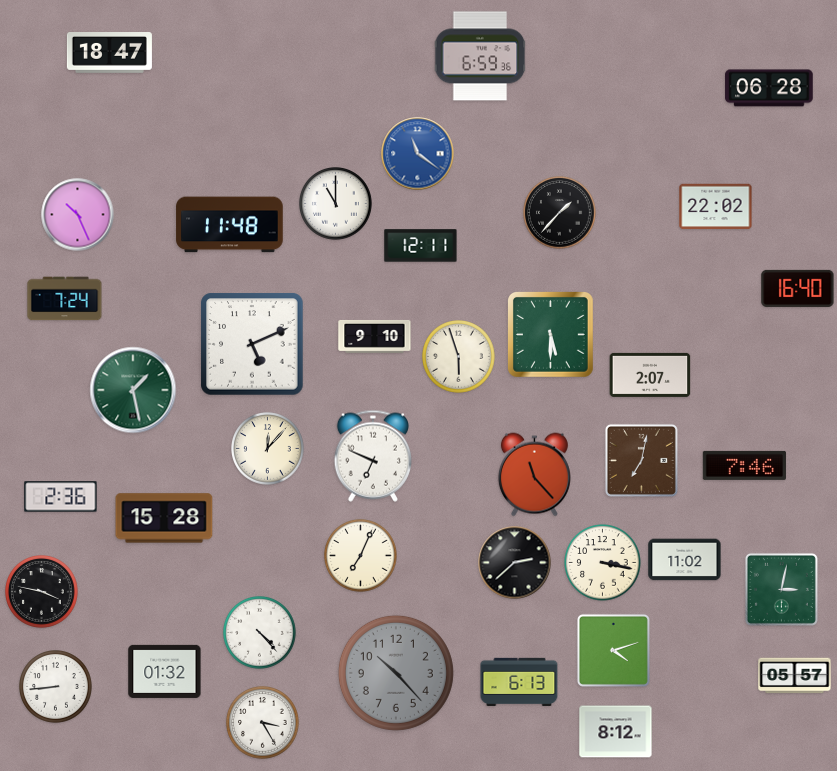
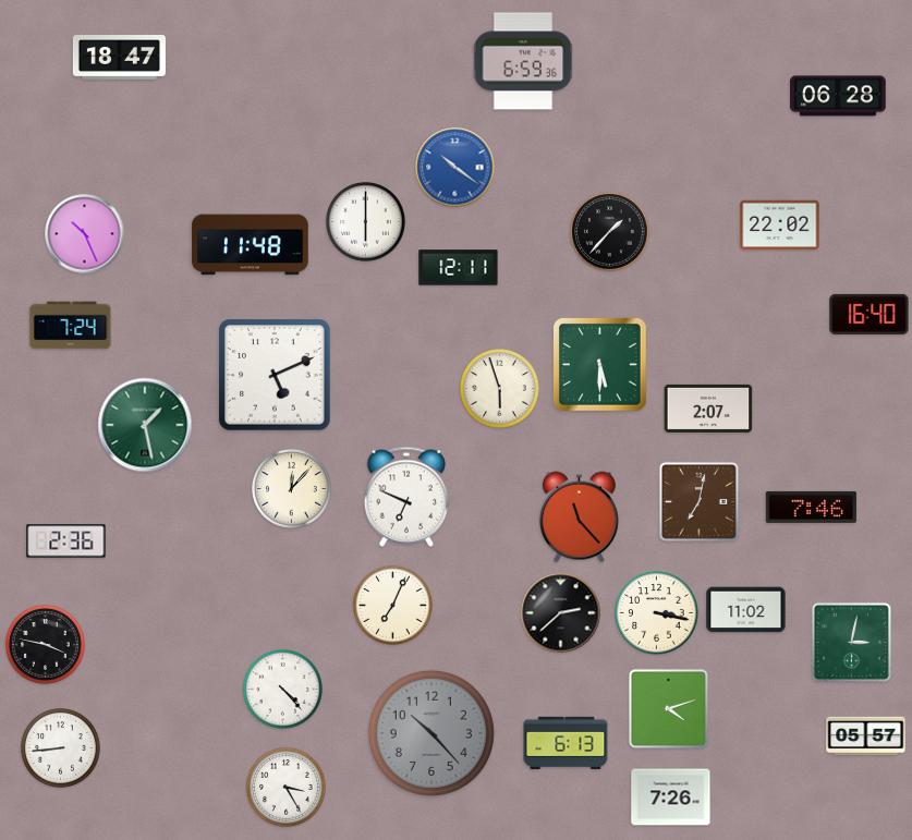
clock at (418, 154): 11:21 -> 10:21
clock at (336, 204): 11:00 -> 6:00
clock at (375, 336): 9:10 -> none
clock at (534, 475) position: (534, 475) -> (579, 518)
clock at (164, 518): 15:28 -> none
clock at (165, 671): 01:32 -> none
clock at (616, 732): 8:12 -> 7:26
